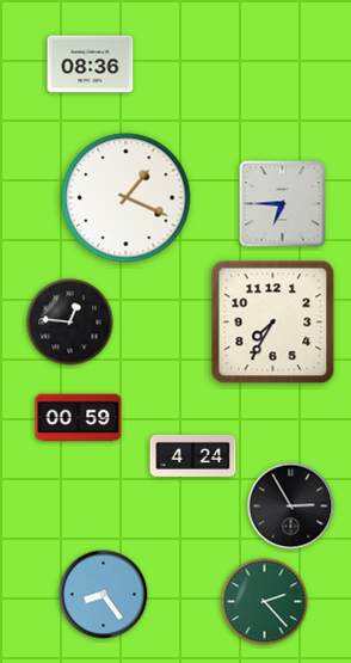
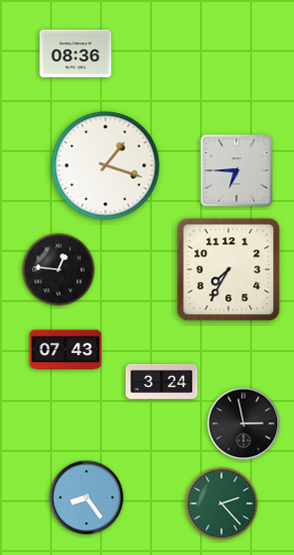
clock at (127, 198): 1:19 -> 1:18
clock at (79, 418): 00:59 -> 07:43
clock at (193, 455): 4:24 -> 3:24
clock at (291, 507): 2:55 -> 2:58
